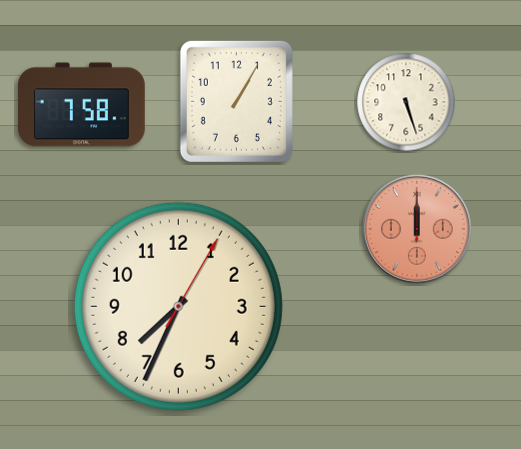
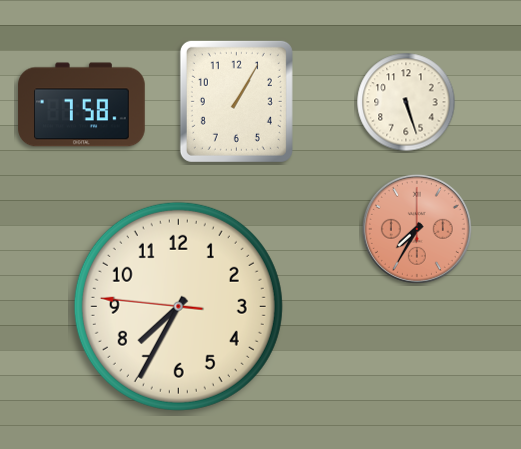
clock at (417, 229): 12:00 -> 7:35
clock at (178, 306): 7:34:05 -> 7:34:46
